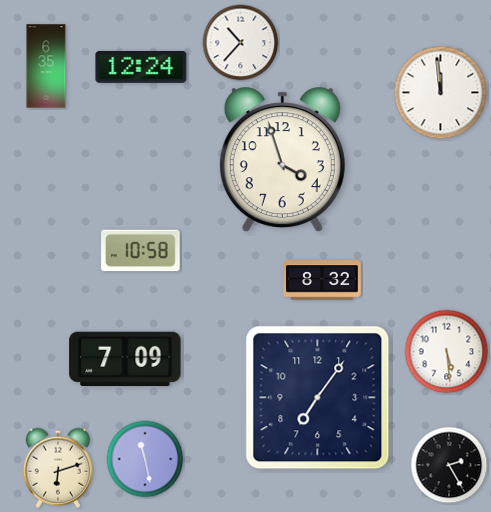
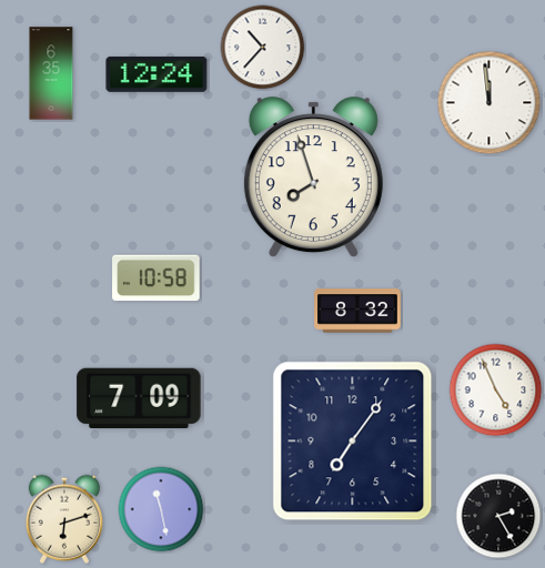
clock at (241, 43) position: (241, 43) -> (263, 48)
clock at (282, 160): 3:57 -> 7:57
clock at (447, 352): 5:29 -> 4:56
